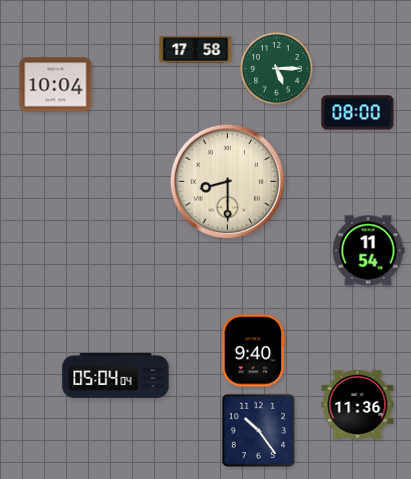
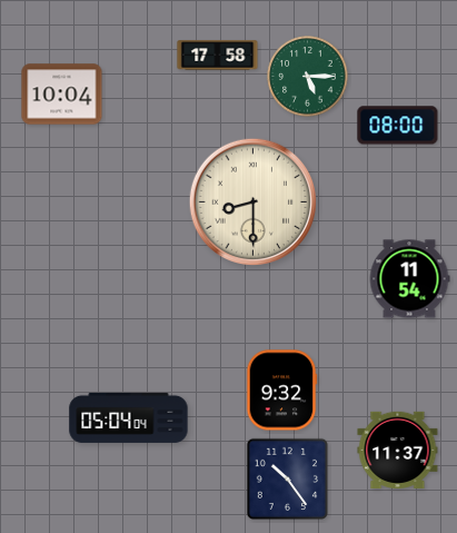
clock at (253, 351): 9:40 -> 9:32
clock at (358, 404): 11:36 -> 11:37
